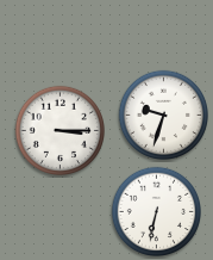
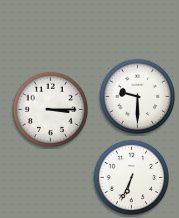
clock at (163, 114): 9:33 -> 9:30
clock at (156, 211): 6:32 -> 6:34
